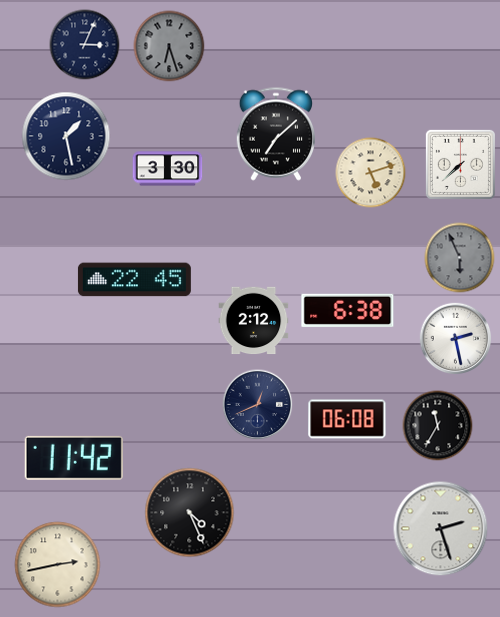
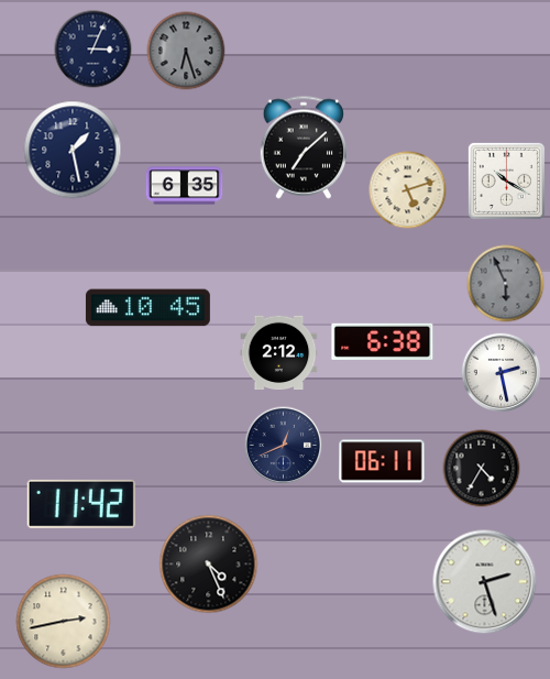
clock at (460, 164): 7:38 -> 10:20
clock at (168, 169): 3:30 -> 6:35
clock at (134, 280): 22:45 -> 10:45
clock at (347, 419): 06:08 -> 06:11
clock at (438, 426): 11:35 -> 4:35
